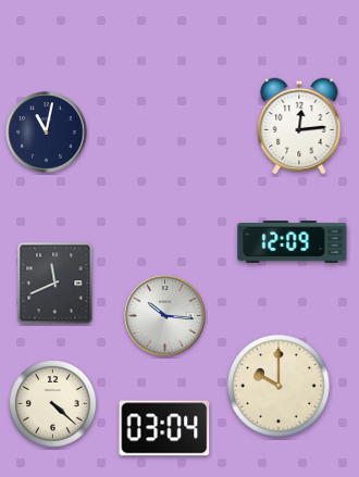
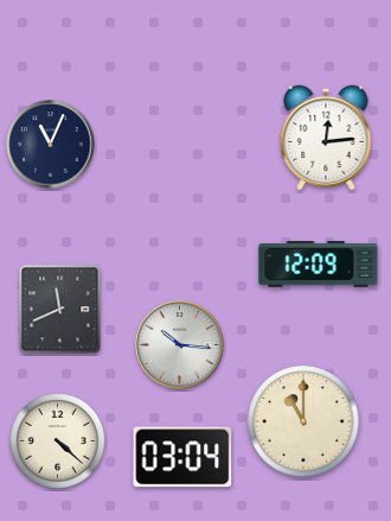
clock at (47, 133): 11:02 -> 11:04
clock at (278, 386): 10:00 -> 11:00
clock at (164, 428) position: (164, 428) -> (182, 457)
